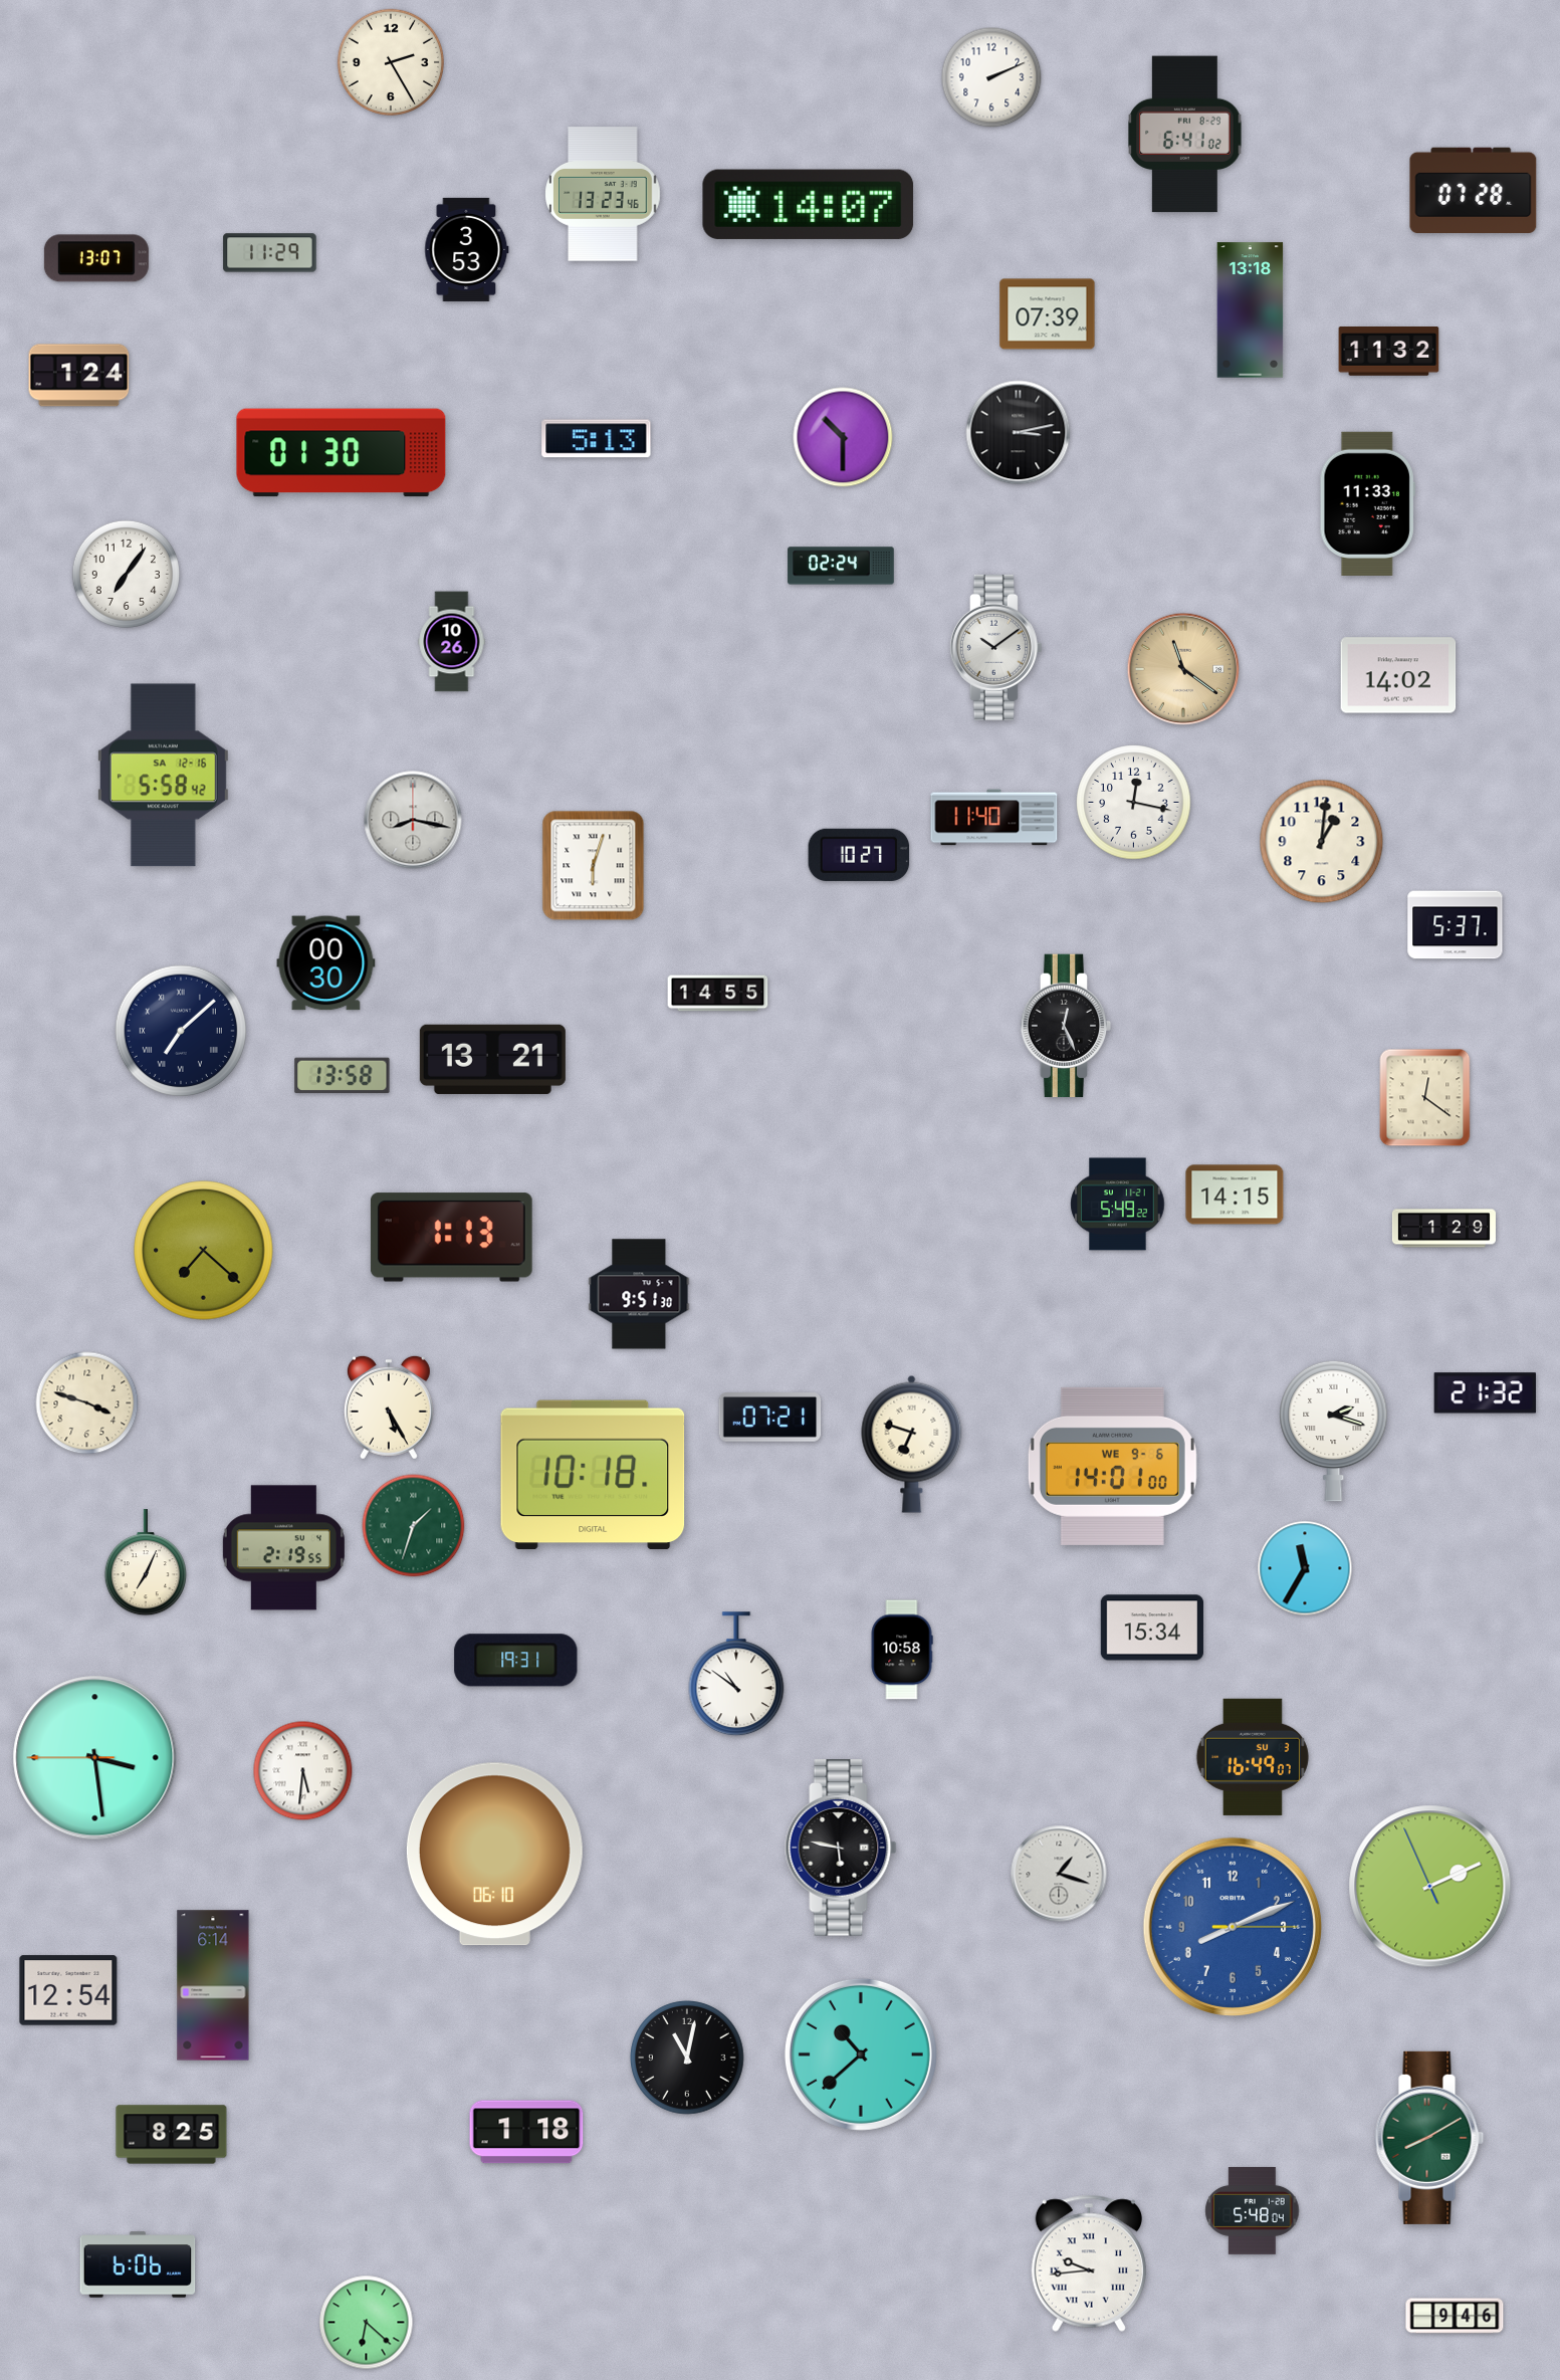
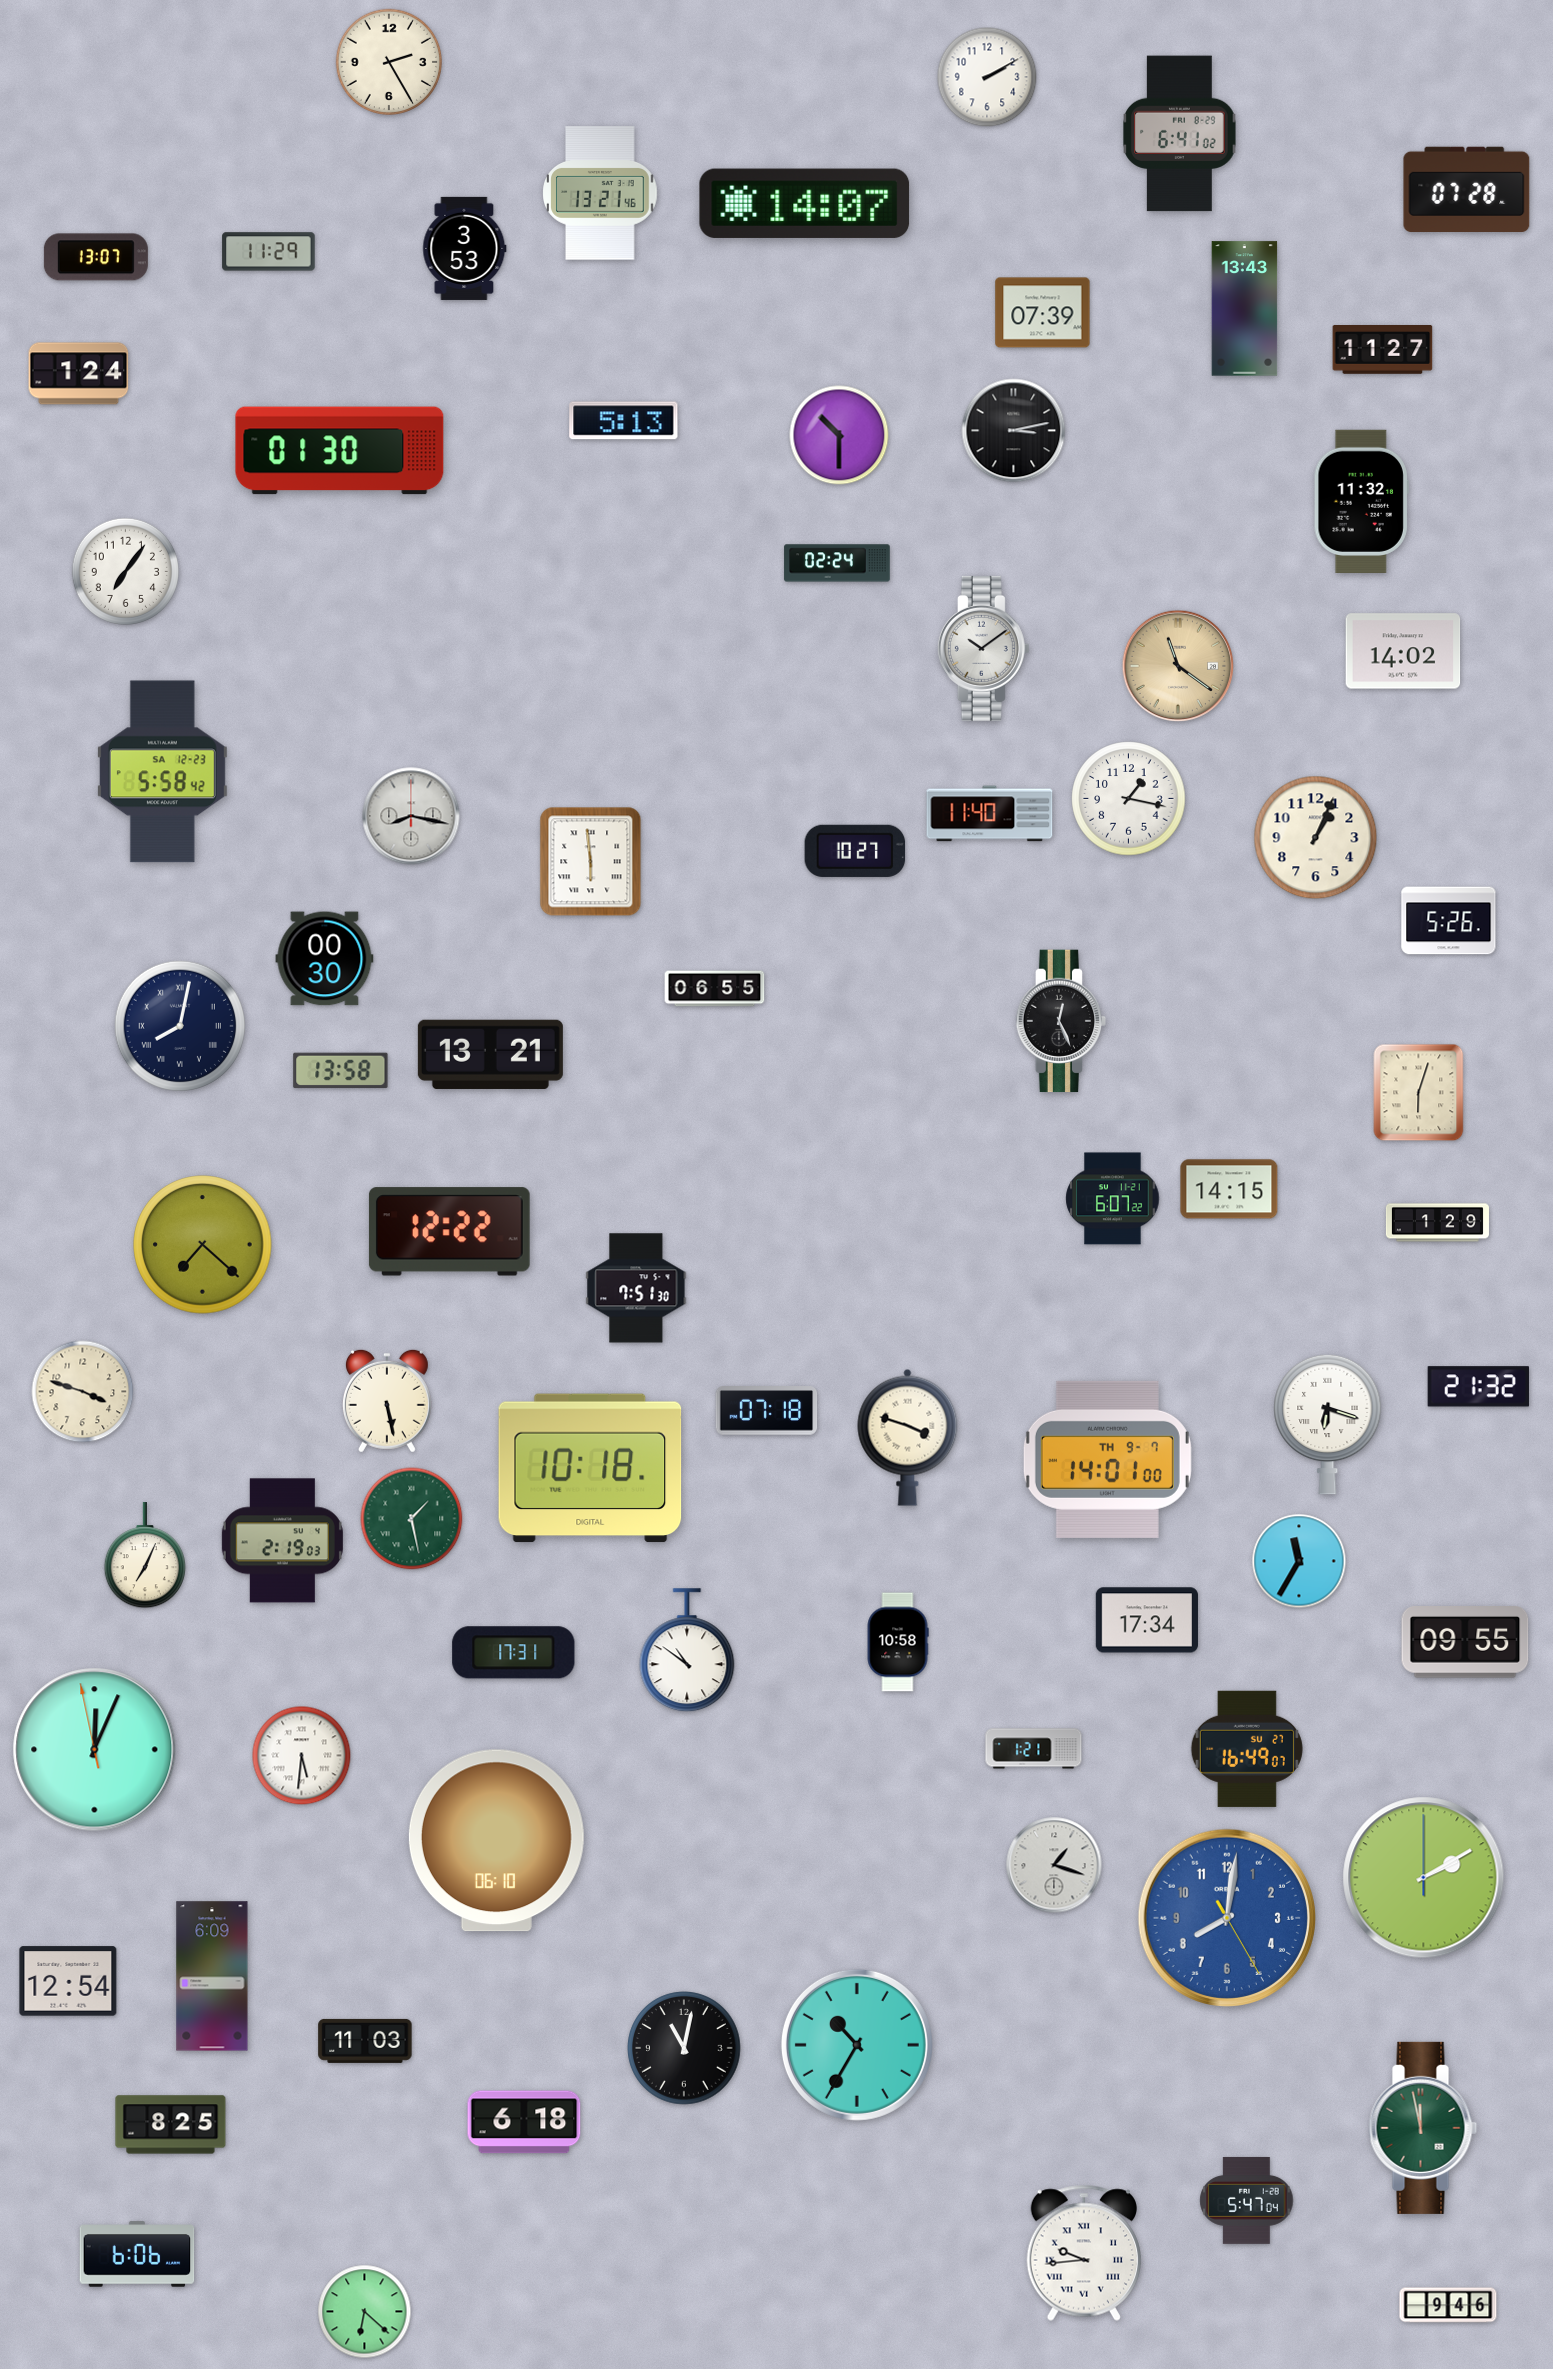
clock at (991, 77): 2:11 -> 2:10
clock at (603, 194): 13:23 -> 13:21
clock at (1251, 310): 13:18 -> 13:43
clock at (1389, 352): 11:32 -> 11:27
clock at (597, 439) position: (597, 439) -> (624, 421)
clock at (1367, 503): 11:33 -> 11:32
clock at (452, 642): 10:26 -> none
clock at (995, 647) position: (995, 647) -> (983, 648)
clock at (1398, 675) position: (1398, 675) -> (1403, 651)
clock at (163, 776) date: SA 12-16 -> SA 12-23
clock at (1134, 803): 12:17 -> 1:17
clock at (1322, 842): 1:01 -> 1:04
clock at (594, 866): 6:03 -> 5:59
clock at (1456, 925): 5:37 -> 5:26
clock at (718, 994): 14:55 -> 06:55
clock at (181, 1031): 7:08 -> 8:02
clock at (1425, 1098): 12:21 -> 6:03
clock at (1118, 1205): 5:49 -> 6:07
clock at (451, 1238): 1:13 -> 12:22
clock at (639, 1294): 9:51 -> 7:51
clock at (87, 1403) position: (87, 1403) -> (83, 1392)
clock at (389, 1408): 5:25 -> 5:28
clock at (770, 1418): 07:21 -> 07:18
clock at (1334, 1431): 2:18 -> 6:18
clock at (912, 1444): 6:48 -> 3:48
clock at (1112, 1466) date: WE 9-6 -> TH 9-7
clock at (414, 1526): 1:33 -> 1:28
clock at (283, 1548): 2:19:55 -> 2:19:03
clock at (1152, 1628): 15:34 -> 17:34
clock at (1465, 1643): none -> 09:55
clock at (516, 1661): 19:31 -> 17:31
clock at (736, 1675) position: (736, 1675) -> (687, 1651)
clock at (1034, 1749): none -> 1:21
clock at (1253, 1757) date: SU 3 -> SU 27
clock at (95, 1758): 3:28 -> 12:03
clock at (303, 1771) position: (303, 1771) -> (302, 1756)
clock at (841, 1848): 5:47 -> none
clock at (494, 1855) position: (494, 1855) -> (496, 1841)
clock at (1430, 1887): 2:10:56 -> 2:10:00
clock at (1233, 1927): 8:11 -> 8:01
clock at (213, 1985): 6:14 -> 6:09
clock at (365, 2041): none -> 11:03
clock at (861, 2054): 10:38 -> 10:35
clock at (526, 2132): 1:18 -> 6:18
clock at (1429, 2138): 8:10 -> 11:58
clock at (1253, 2210): 5:48 -> 5:47
